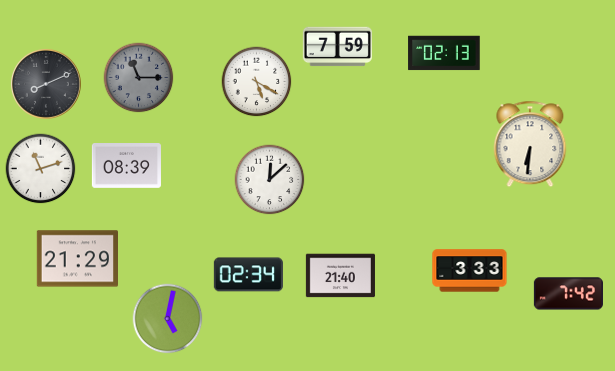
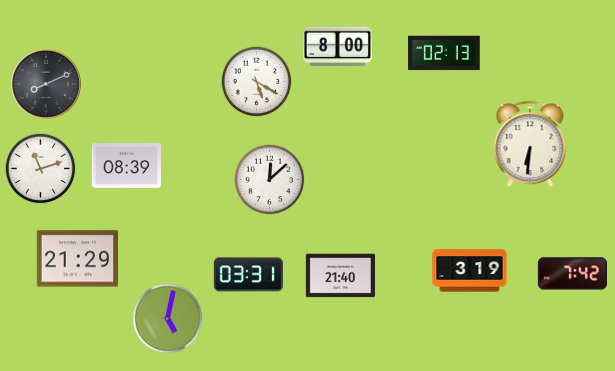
clock at (337, 47): 7:59 -> 8:00
clock at (139, 78): 11:15 -> none
clock at (470, 271): 3:33 -> 3:19
clock at (248, 275): 02:34 -> 03:31
clock at (568, 294) position: (568, 294) -> (572, 274)
